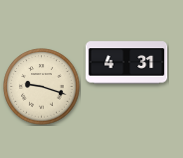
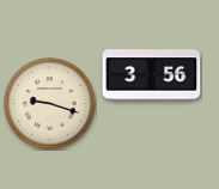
clock at (127, 63): 4:31 -> 3:56
